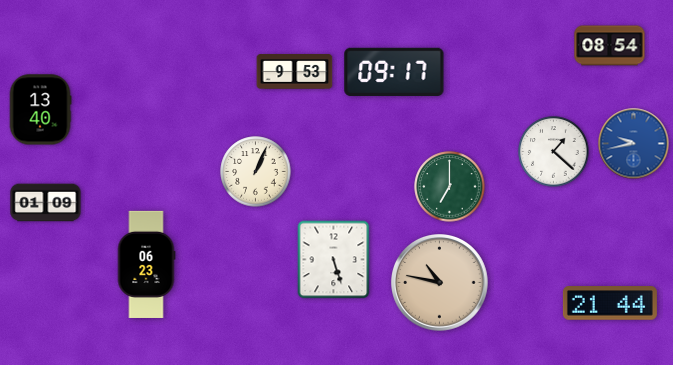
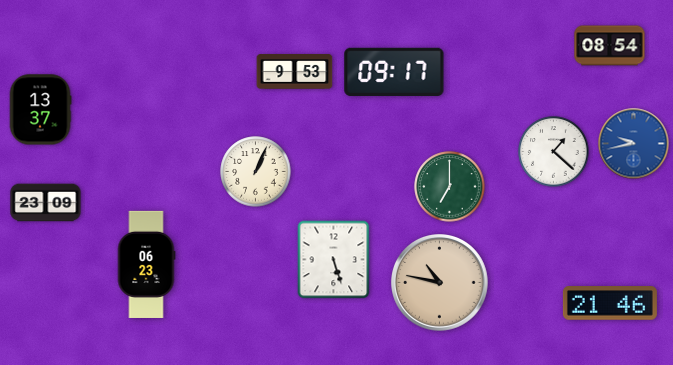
clock at (40, 110): 13:40 -> 13:37
clock at (46, 203): 01:09 -> 23:09
clock at (610, 303): 21:44 -> 21:46
